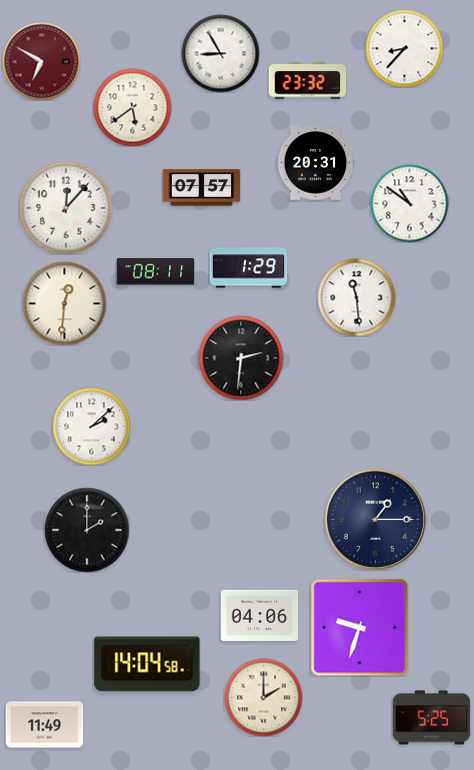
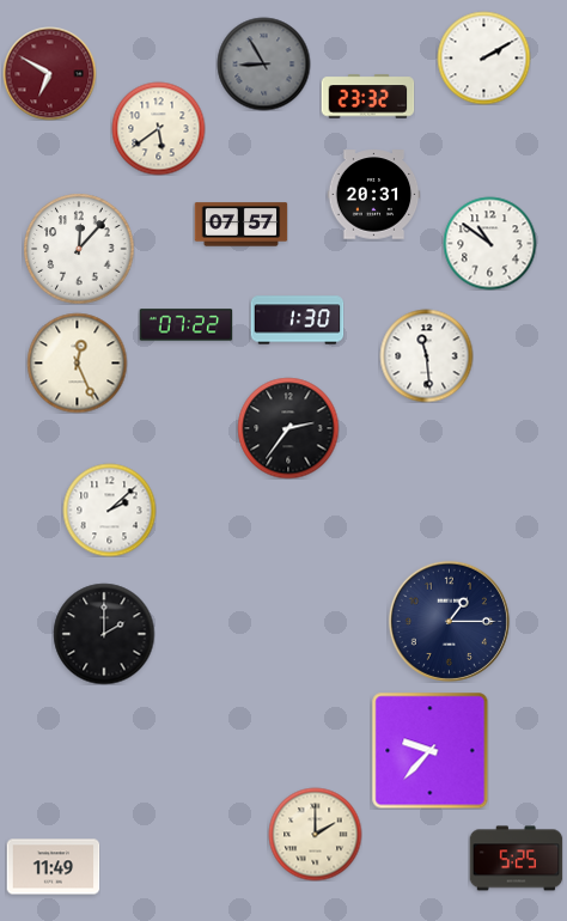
clock at (404, 48): 8:37 -> 2:10
clock at (220, 53) dial: white -> grey
clock at (315, 163) position: (315, 163) -> (373, 195)
clock at (248, 268): 1:29 -> 1:30
clock at (155, 272): 08:11 -> 07:22
clock at (64, 303): 12:31 -> 12:26
clock at (241, 358): 2:31 -> 2:36
clock at (259, 615): 04:06 -> none
clock at (359, 627): 9:33 -> 9:37
clock at (147, 664): 14:04 -> none
